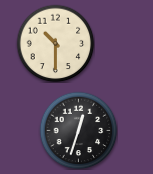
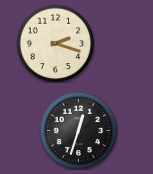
clock at (55, 43): 10:30 -> 2:18
